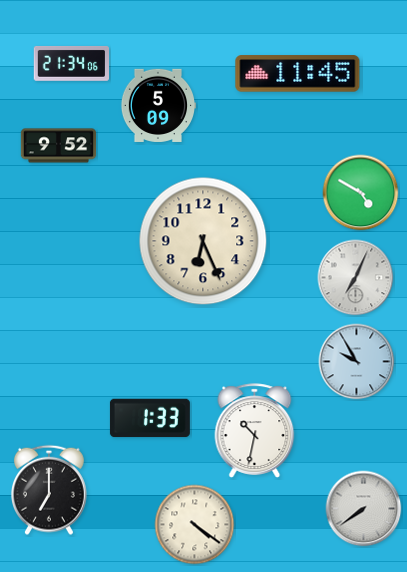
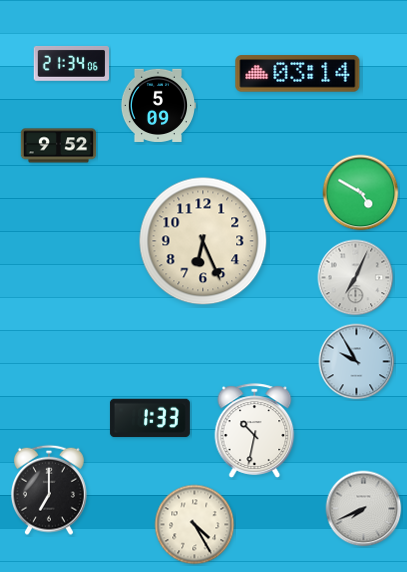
clock at (298, 74): 11:45 -> 03:14
clock at (364, 509): 7:39 -> 7:41
clock at (195, 525): 4:21 -> 4:25
